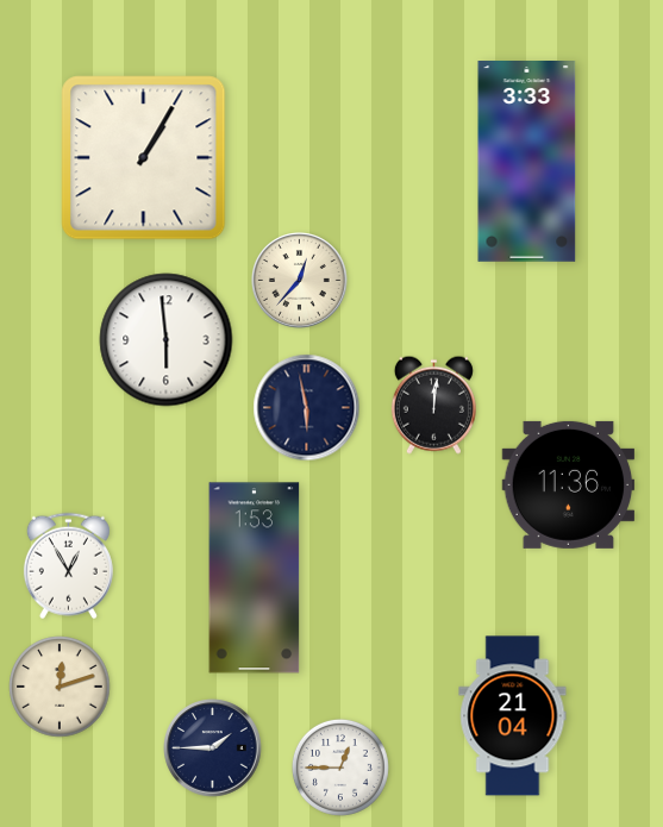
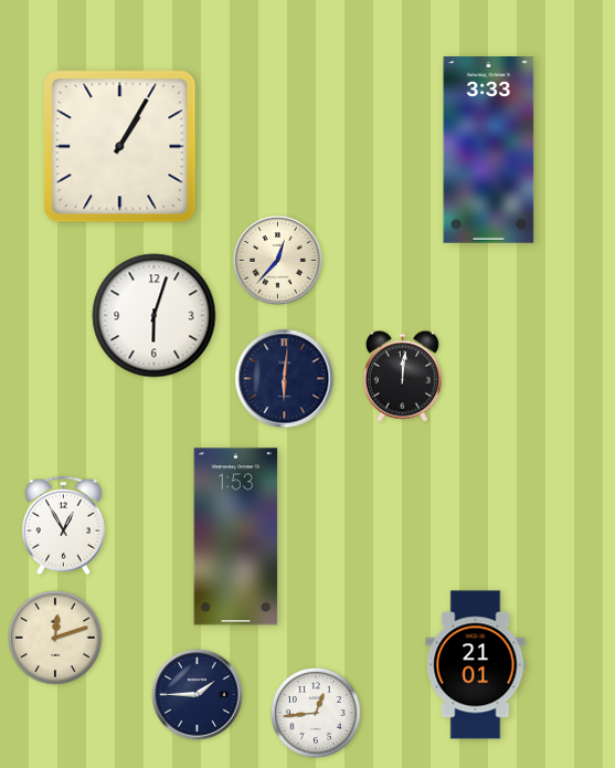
clock at (144, 158) position: (144, 158) -> (120, 147)
clock at (167, 340): 5:59 -> 6:03
clock at (307, 408): 5:58 -> 6:01
clock at (569, 484): 11:36 -> none
clock at (513, 716): 21:04 -> 21:01
clock at (340, 768): 12:45 -> 12:44
